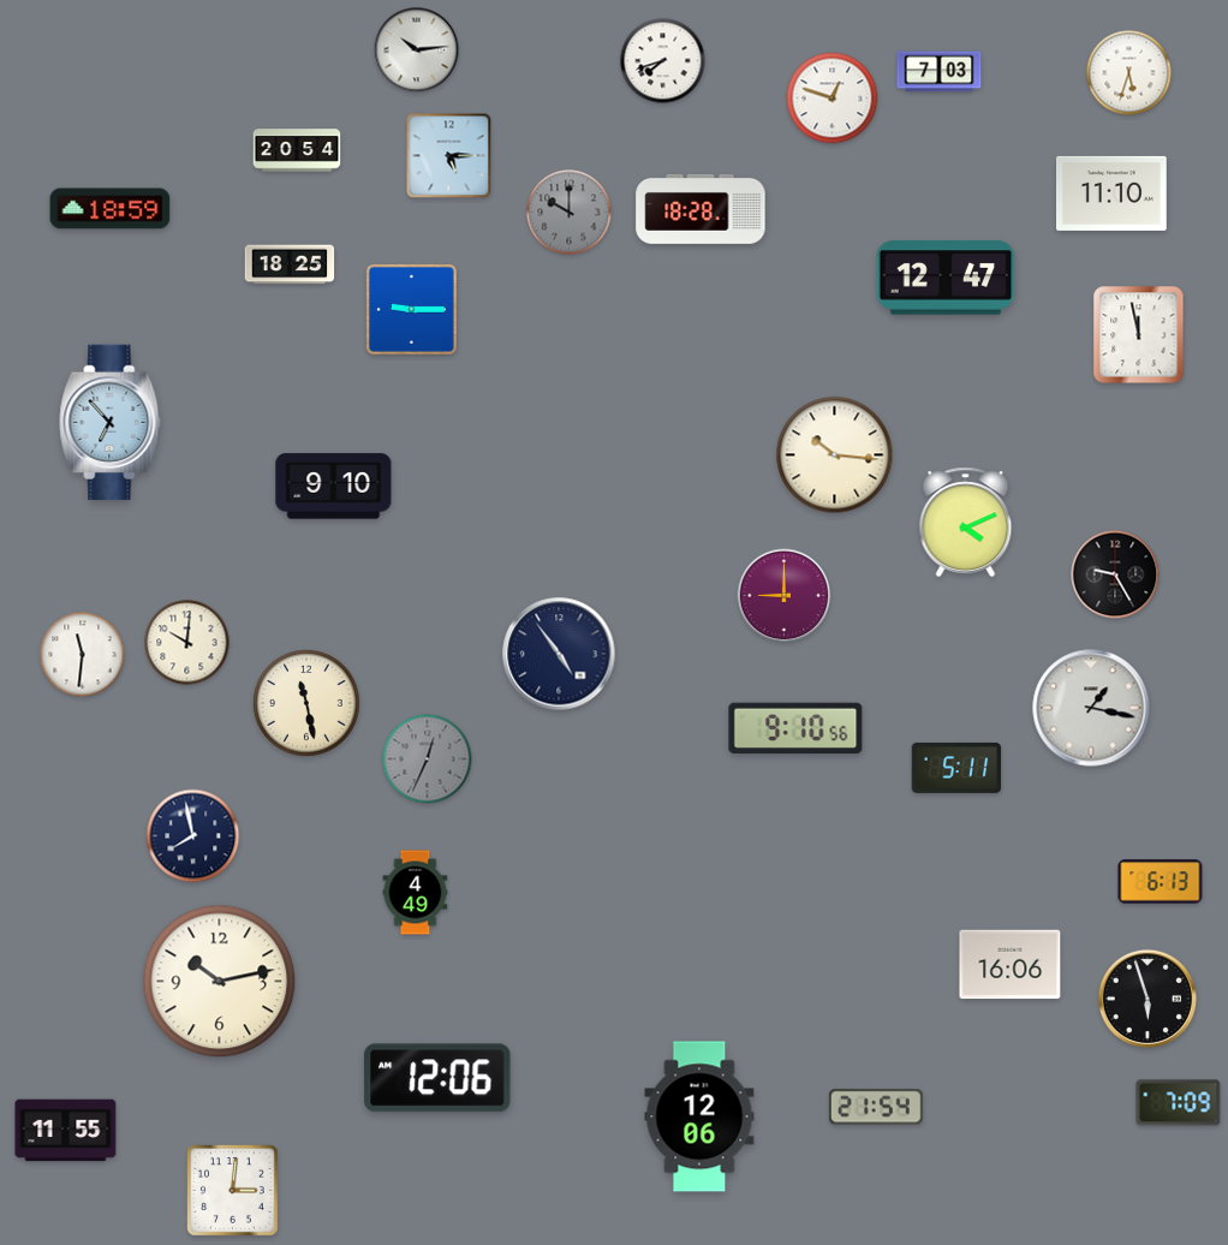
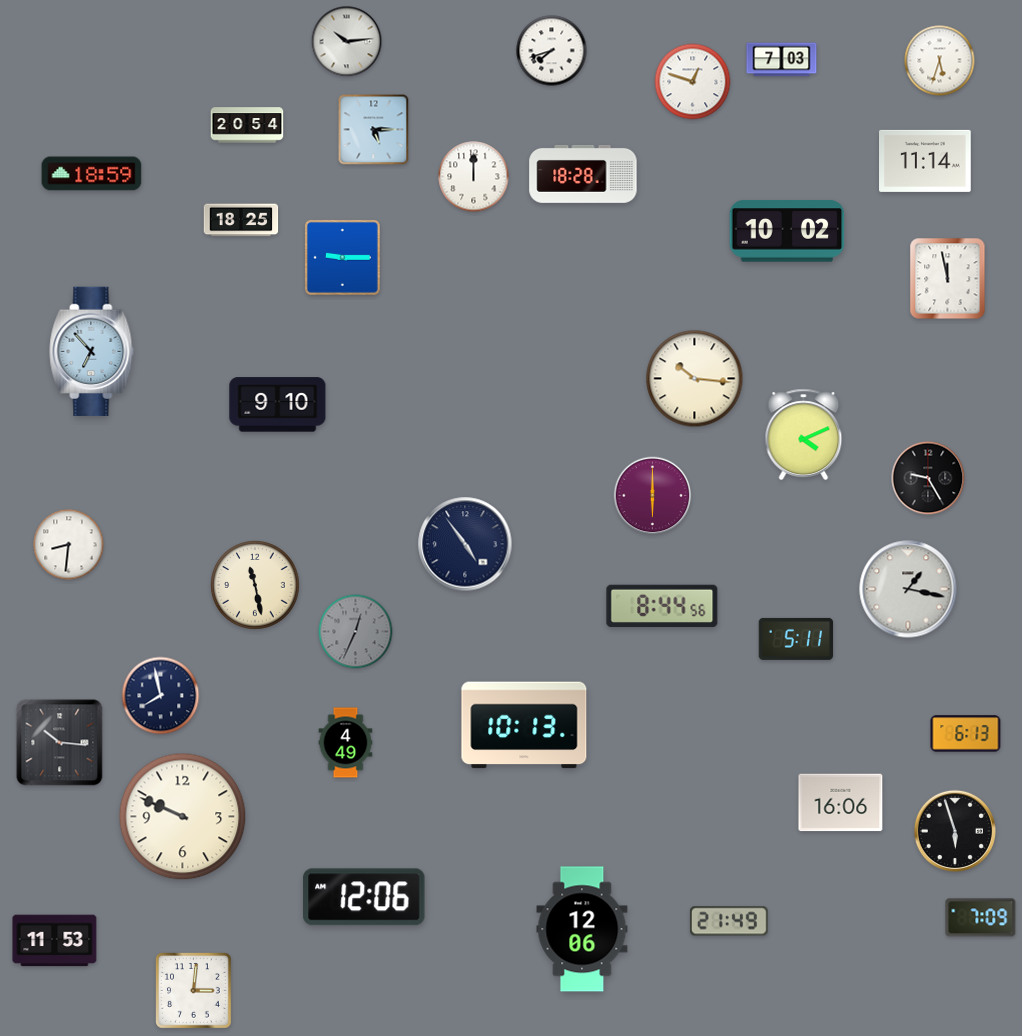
clock at (1113, 193): 11:10 -> 11:14
clock at (570, 213): 10:00 -> 12:00
clock at (570, 213) dial: grey -> white
clock at (946, 278): 12:47 -> 10:02
clock at (785, 596): 9:00 -> 6:00
clock at (187, 643): 10:01 -> none
clock at (83, 655): 11:31 -> 8:31
clock at (795, 728): 9:10 -> 8:44
clock at (524, 725): none -> 10:13
clock at (60, 743): none -> 10:16
clock at (220, 982): 10:13 -> 9:49
clock at (876, 1107): 21:54 -> 21:49
clock at (66, 1131): 11:55 -> 11:53
